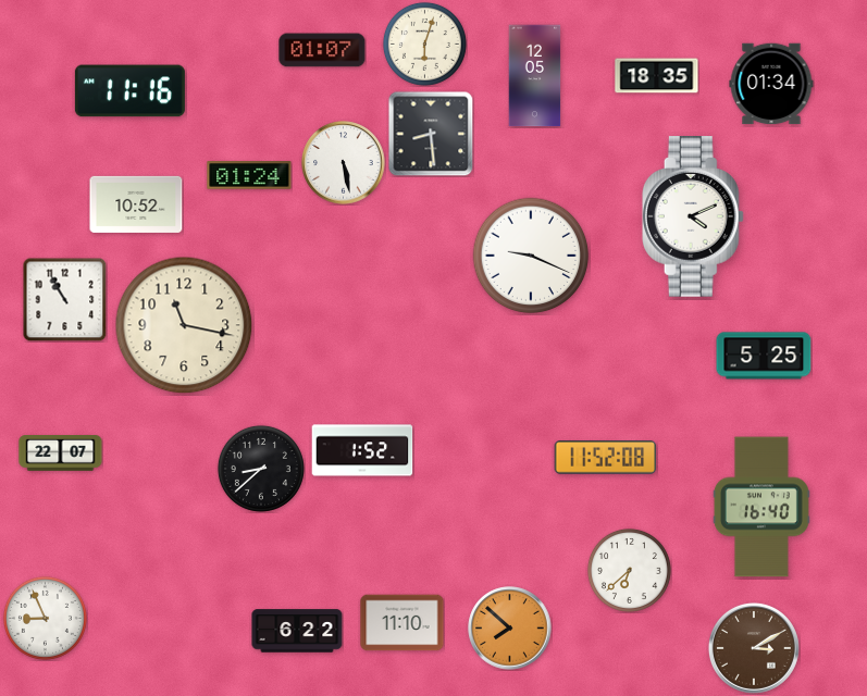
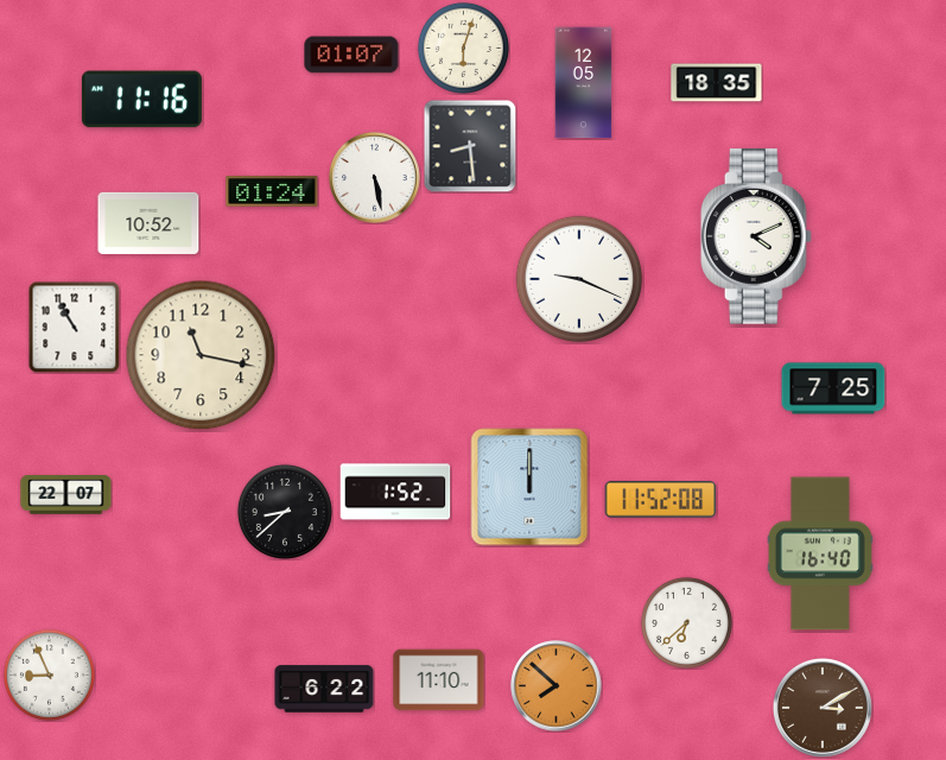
clock at (771, 84): 01:34 -> none
clock at (64, 299) position: (64, 299) -> (74, 327)
clock at (764, 356): 5:25 -> 7:25
clock at (529, 487): none -> 12:00
clock at (761, 507) position: (761, 507) -> (820, 553)
